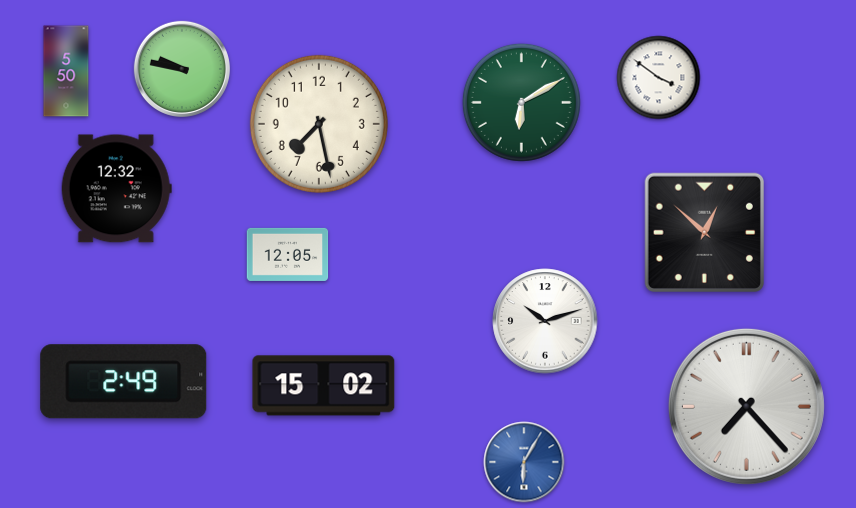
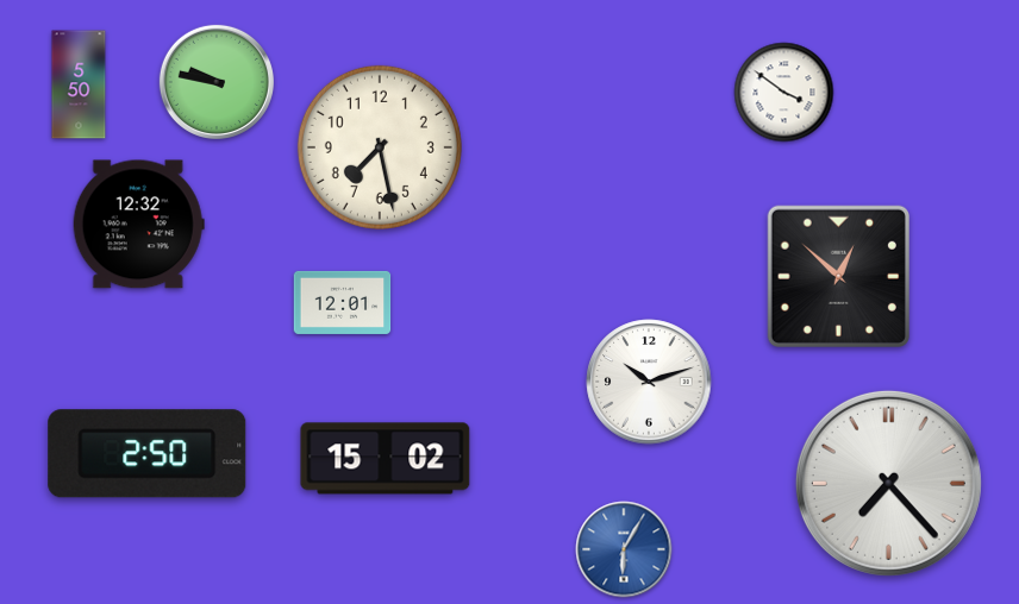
clock at (521, 102): 6:10 -> none
clock at (288, 254): 12:05 -> 12:01
clock at (124, 382): 2:49 -> 2:50
